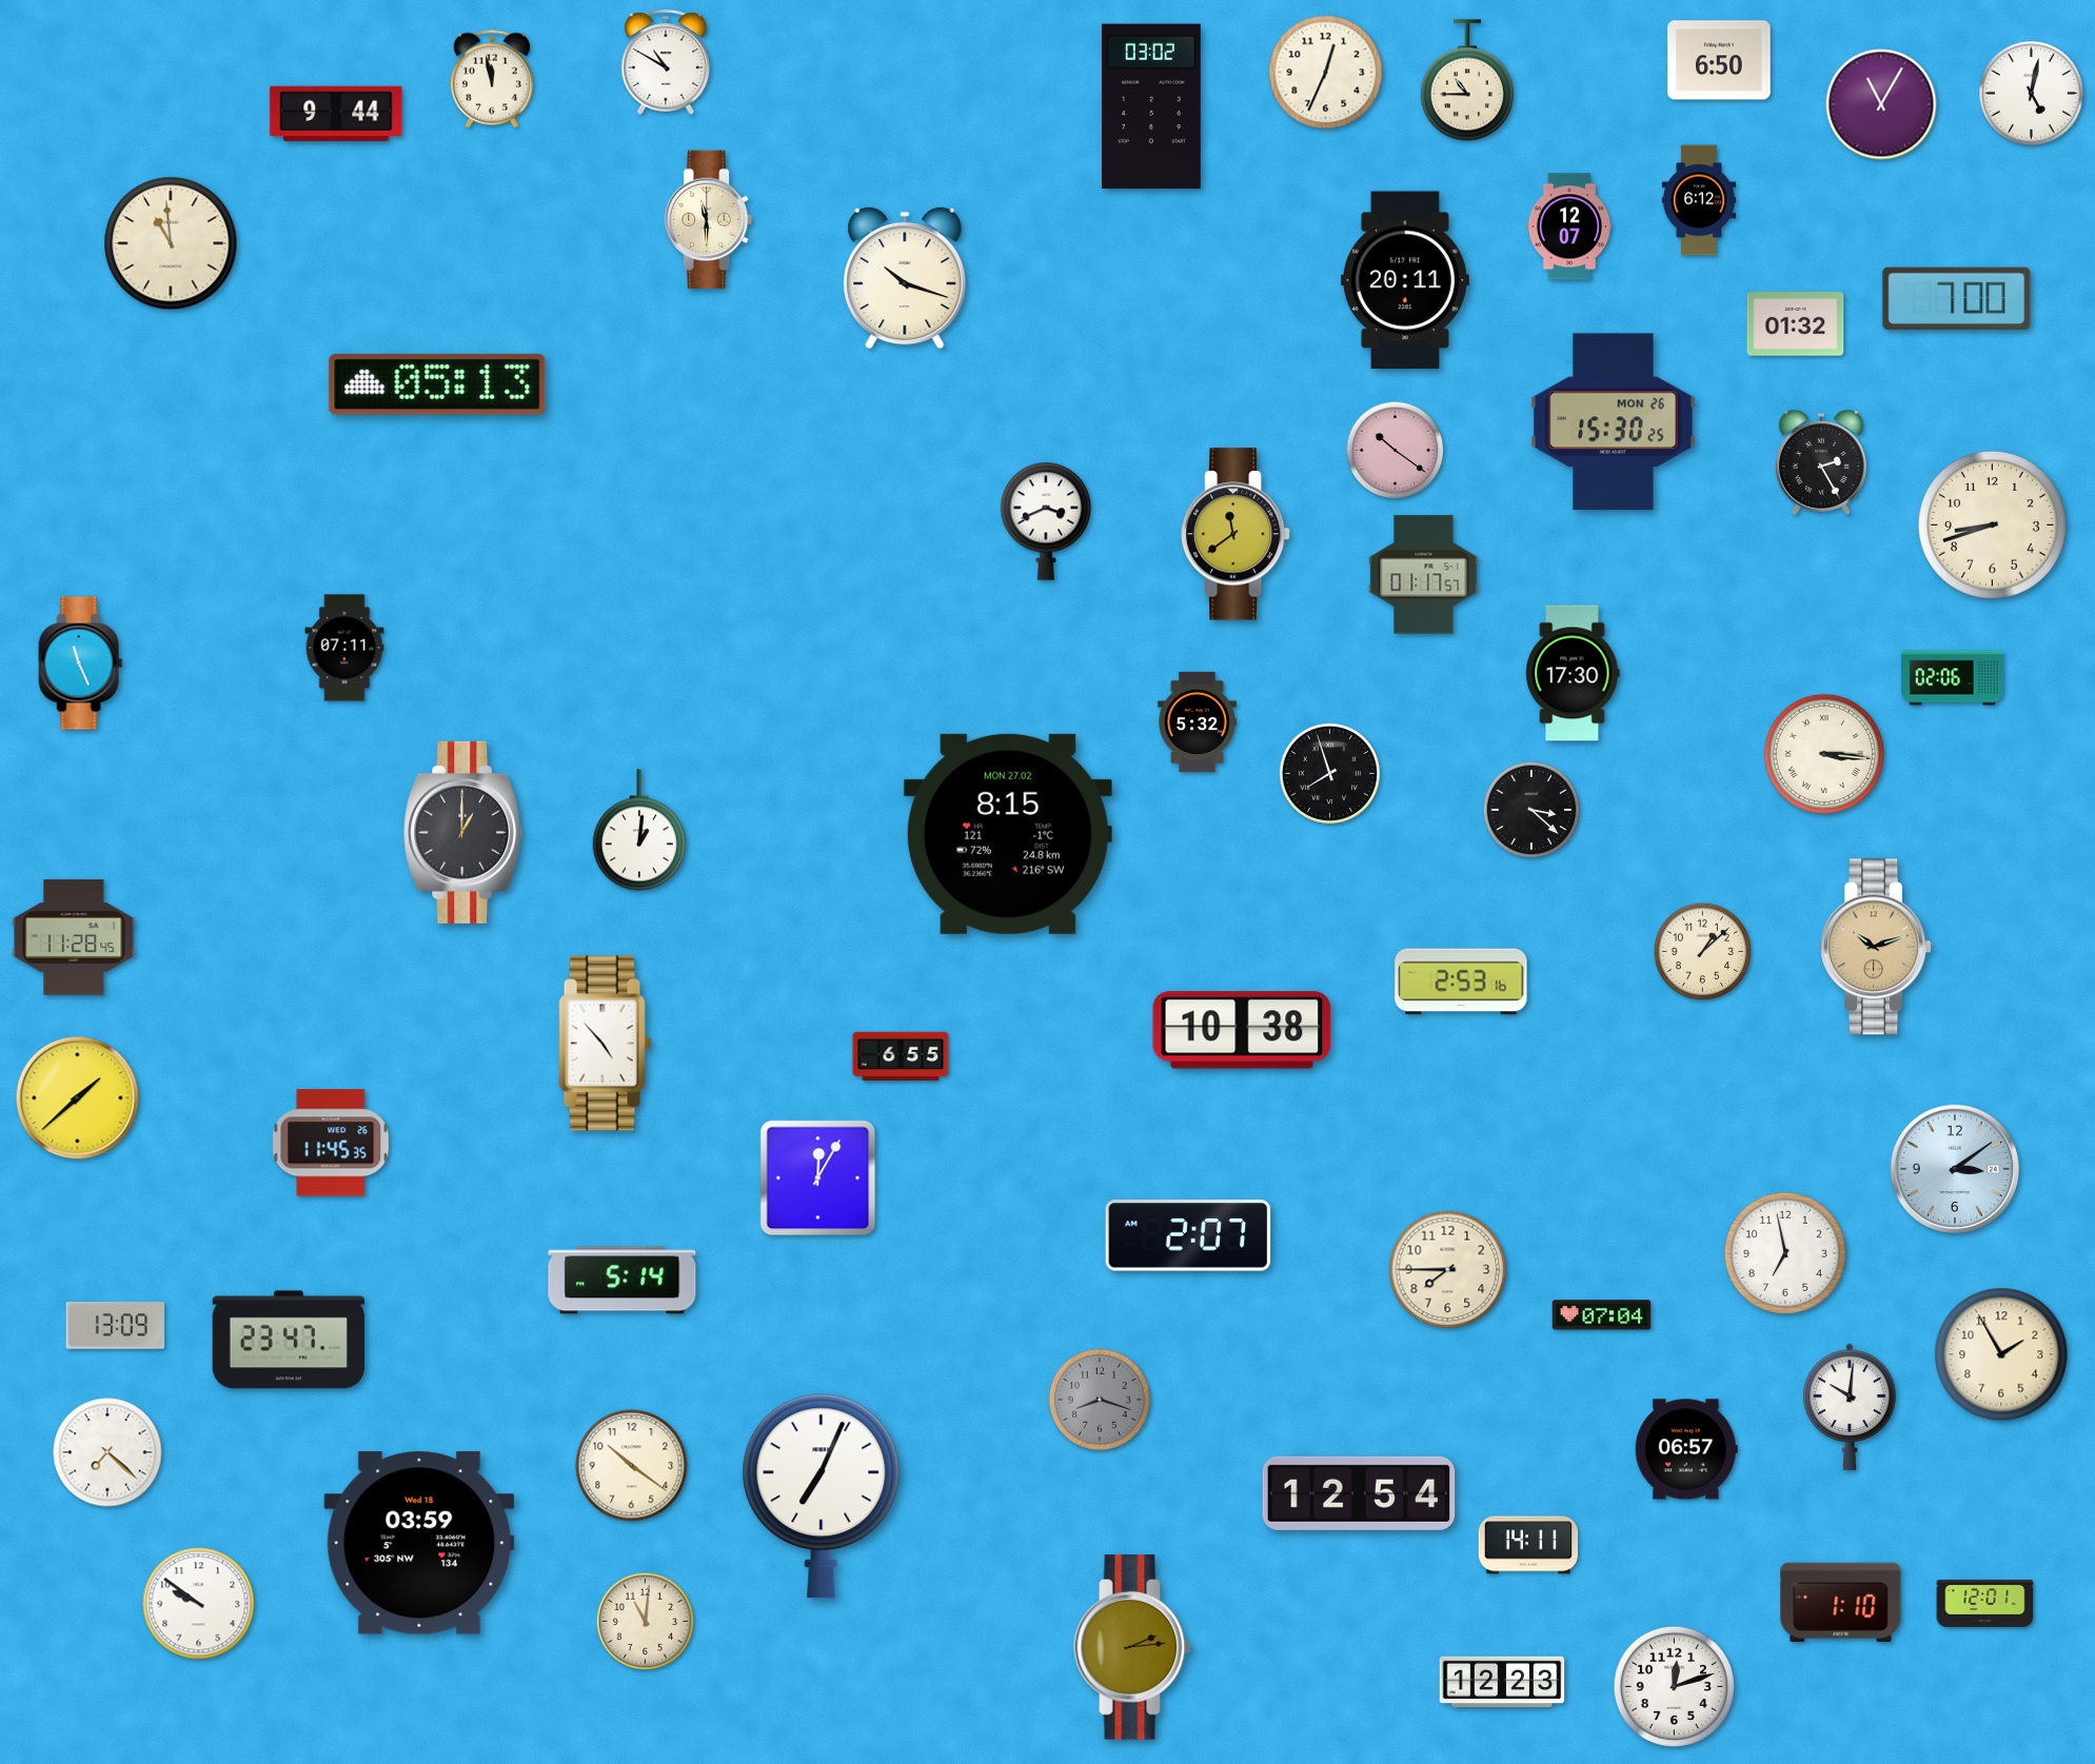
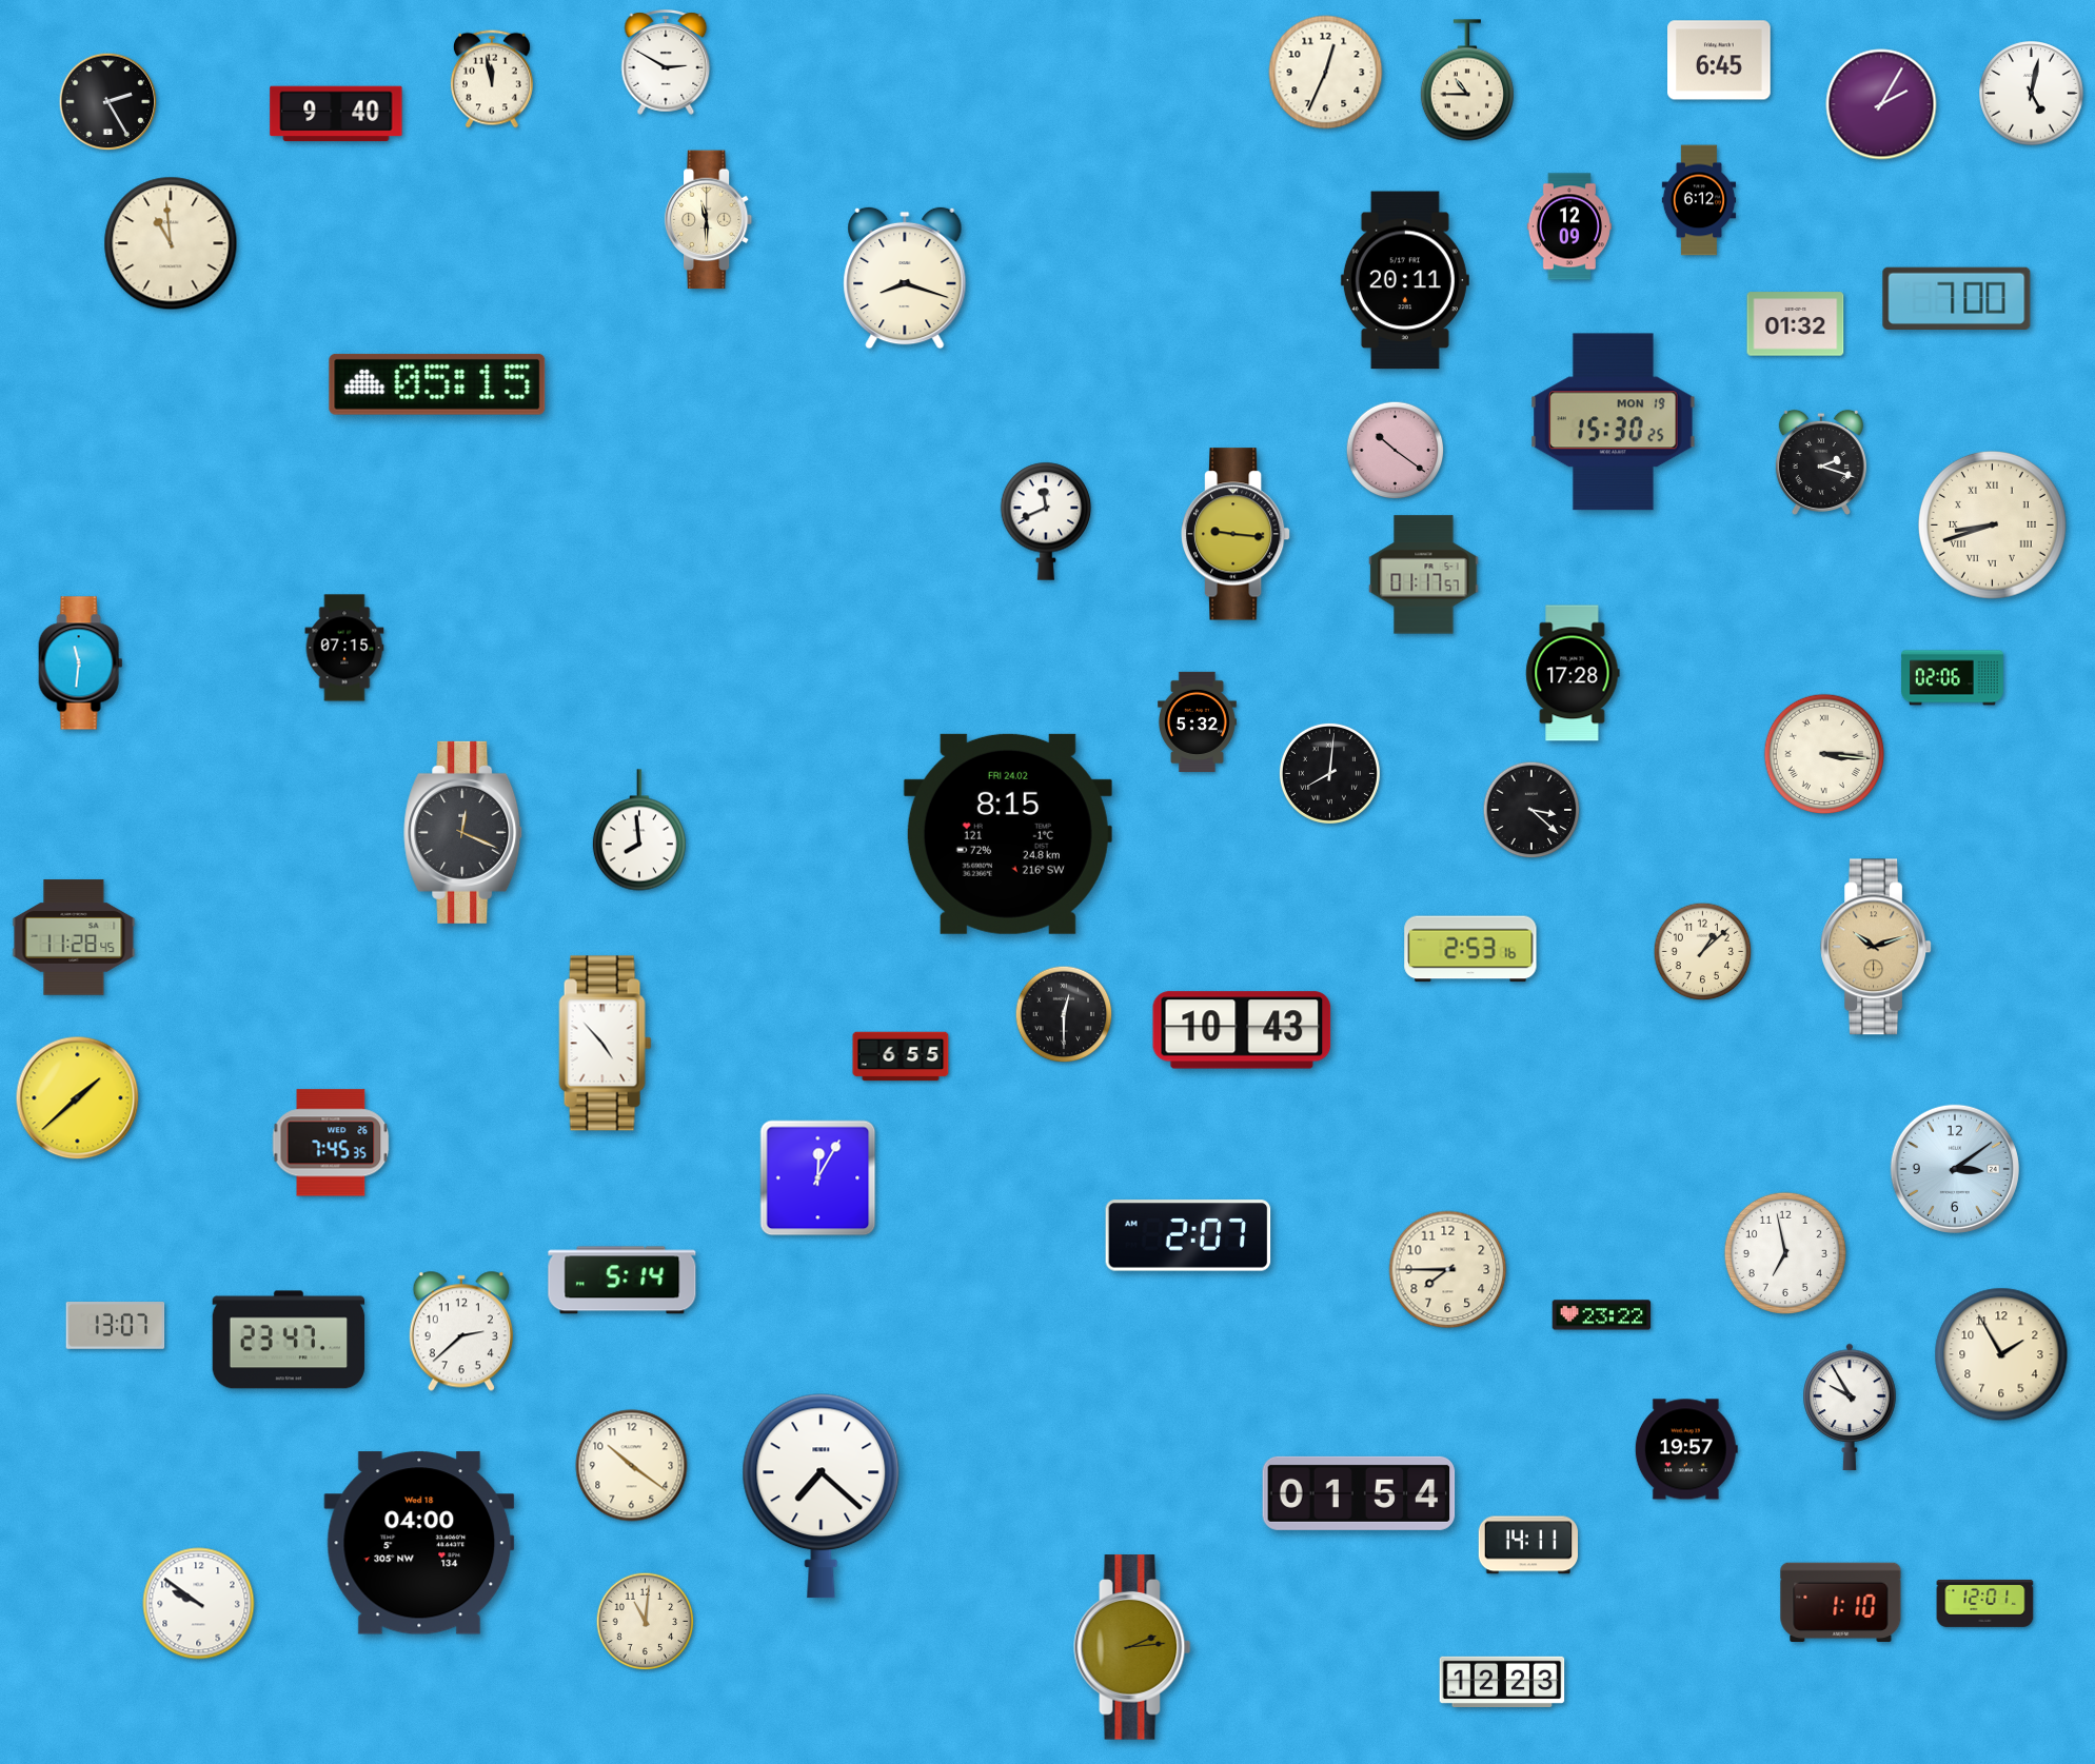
clock at (1719, 60): 6:50 -> 6:45
clock at (666, 62): 10:50 -> 2:50
clock at (108, 102): none -> 2:25
clock at (1881, 104): 11:05 -> 2:05
clock at (1151, 106): 03:02 -> none
clock at (336, 114): 9:44 -> 9:40
clock at (1569, 226): 12:07 -> 12:09
clock at (905, 278): 10:18 -> 8:18
clock at (437, 384): 05:13 -> 05:15
clock at (1614, 422) date: MON 26 -> MON 19
clock at (1821, 461): 2:25 -> 2:18
clock at (1046, 521): 3:41 -> 11:41
clock at (1992, 524) numerals: Arabic -> Roman
clock at (1236, 534): 11:39 -> 9:16
clock at (344, 648): 07:11 -> 07:15
clock at (81, 663): 11:26 -> 11:31
clock at (1573, 673): 17:30 -> 17:28
clock at (1329, 773): 7:57 -> 8:01
clock at (639, 830): 1:01 -> 7:59
clock at (463, 832): 1:00 -> 12:19
clock at (1008, 834) date: MON 27.02 -> FRI 24.02
clock at (1461, 982) position: (1461, 982) -> (1470, 949)
clock at (1064, 1014): none -> 12:30
clock at (1242, 1030): 10:38 -> 10:43
clock at (331, 1143): 11:45 -> 7:45
clock at (1602, 1315): 07:04 -> 23:22
clock at (116, 1326): 13:09 -> 13:07
clock at (461, 1331): none -> 2:38
clock at (1100, 1400): 8:18 -> none
clock at (1850, 1407): 10:01 -> 9:55
clock at (1686, 1449): 06:57 -> 19:57
clock at (107, 1452): 7:22 -> none
clock at (1359, 1493): 12:54 -> 01:54
clock at (822, 1497): 7:04 -> 7:22
clock at (419, 1543): 03:59 -> 04:00
clock at (1674, 1686): 12:12 -> none
